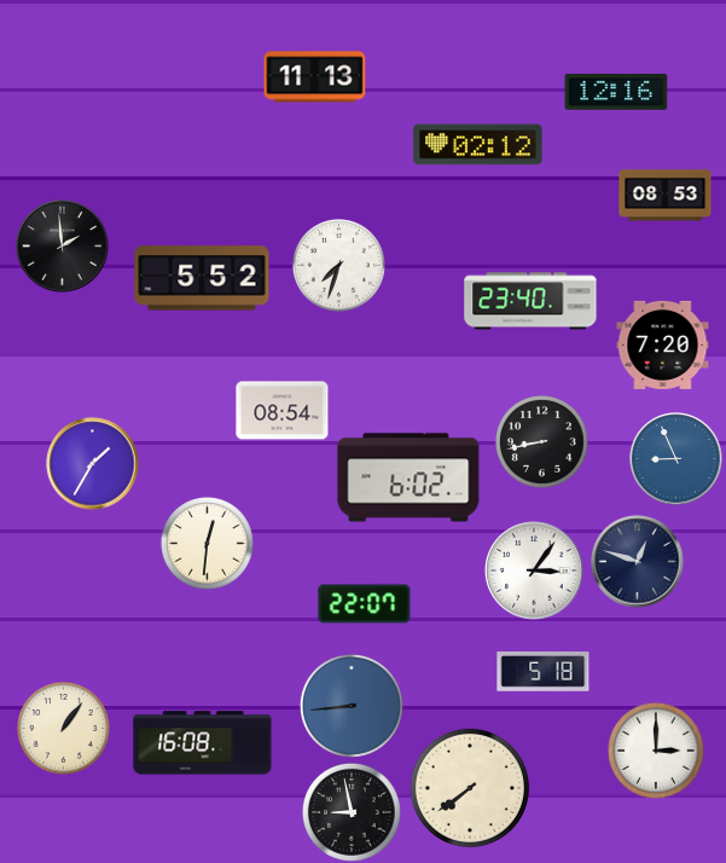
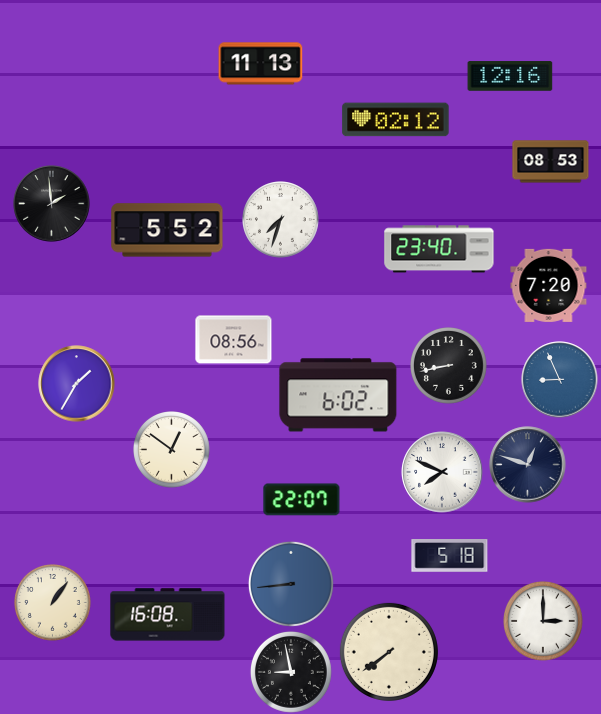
clock at (283, 411): 08:54 -> 08:56
clock at (208, 544): 12:31 -> 12:51
clock at (534, 570): 3:06 -> 7:49
